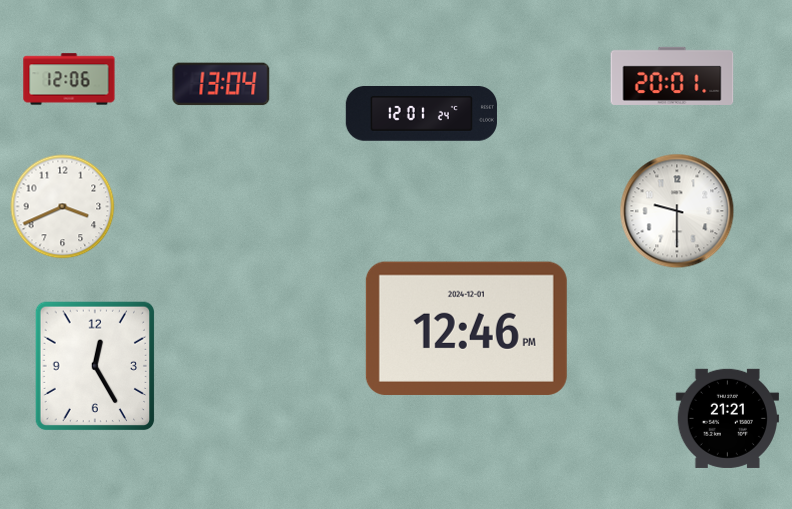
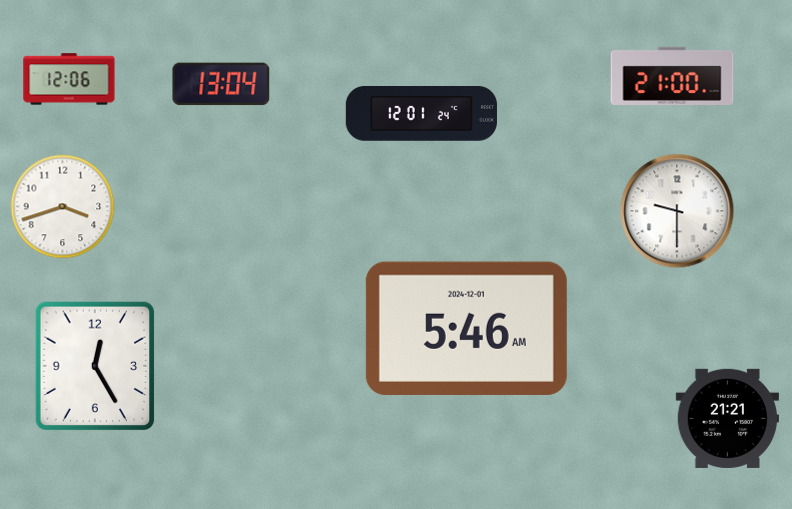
clock at (672, 76): 20:01 -> 21:00
clock at (63, 207): 3:41 -> 3:42
clock at (466, 328): 12:46 -> 5:46
